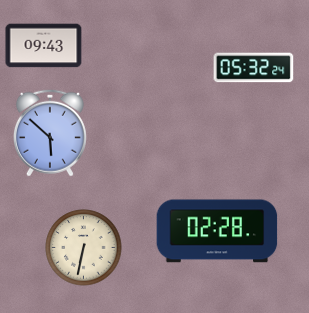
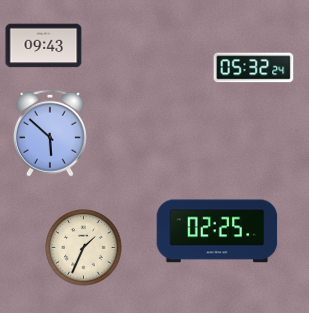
clock at (217, 231): 02:28 -> 02:25
clock at (84, 248): 6:32 -> 1:34
